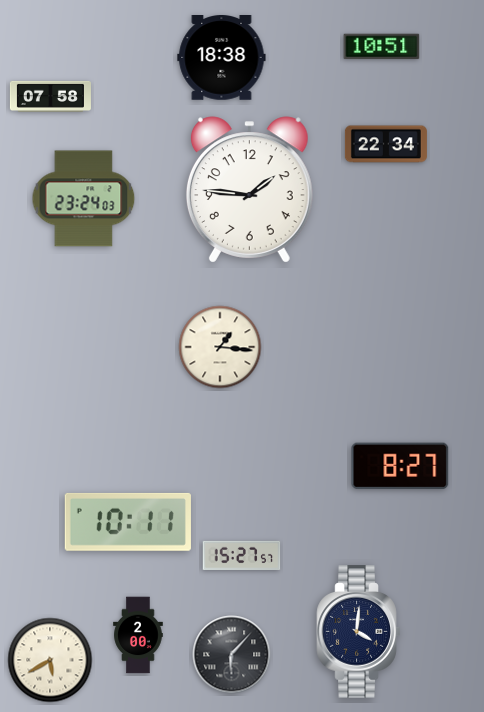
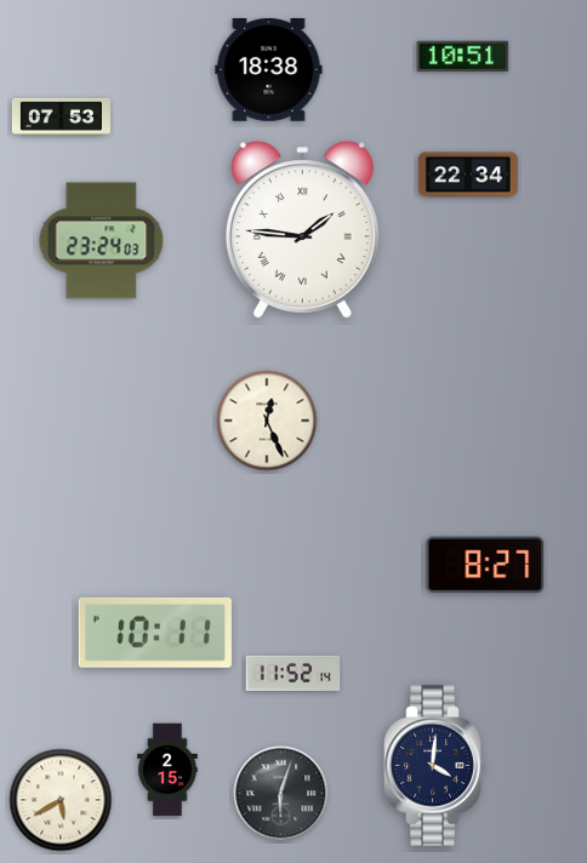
clock at (50, 96): 07:58 -> 07:53
clock at (249, 190) numerals: Arabic -> Roman
clock at (220, 347): 1:16 -> 12:26
clock at (242, 555): 15:27 -> 11:52
clock at (138, 635): 2:00 -> 2:15
clock at (232, 655): 6:07 -> 6:03
